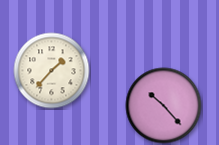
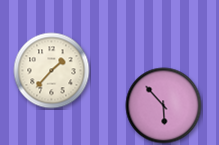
clock at (164, 106): 10:23 -> 5:53
